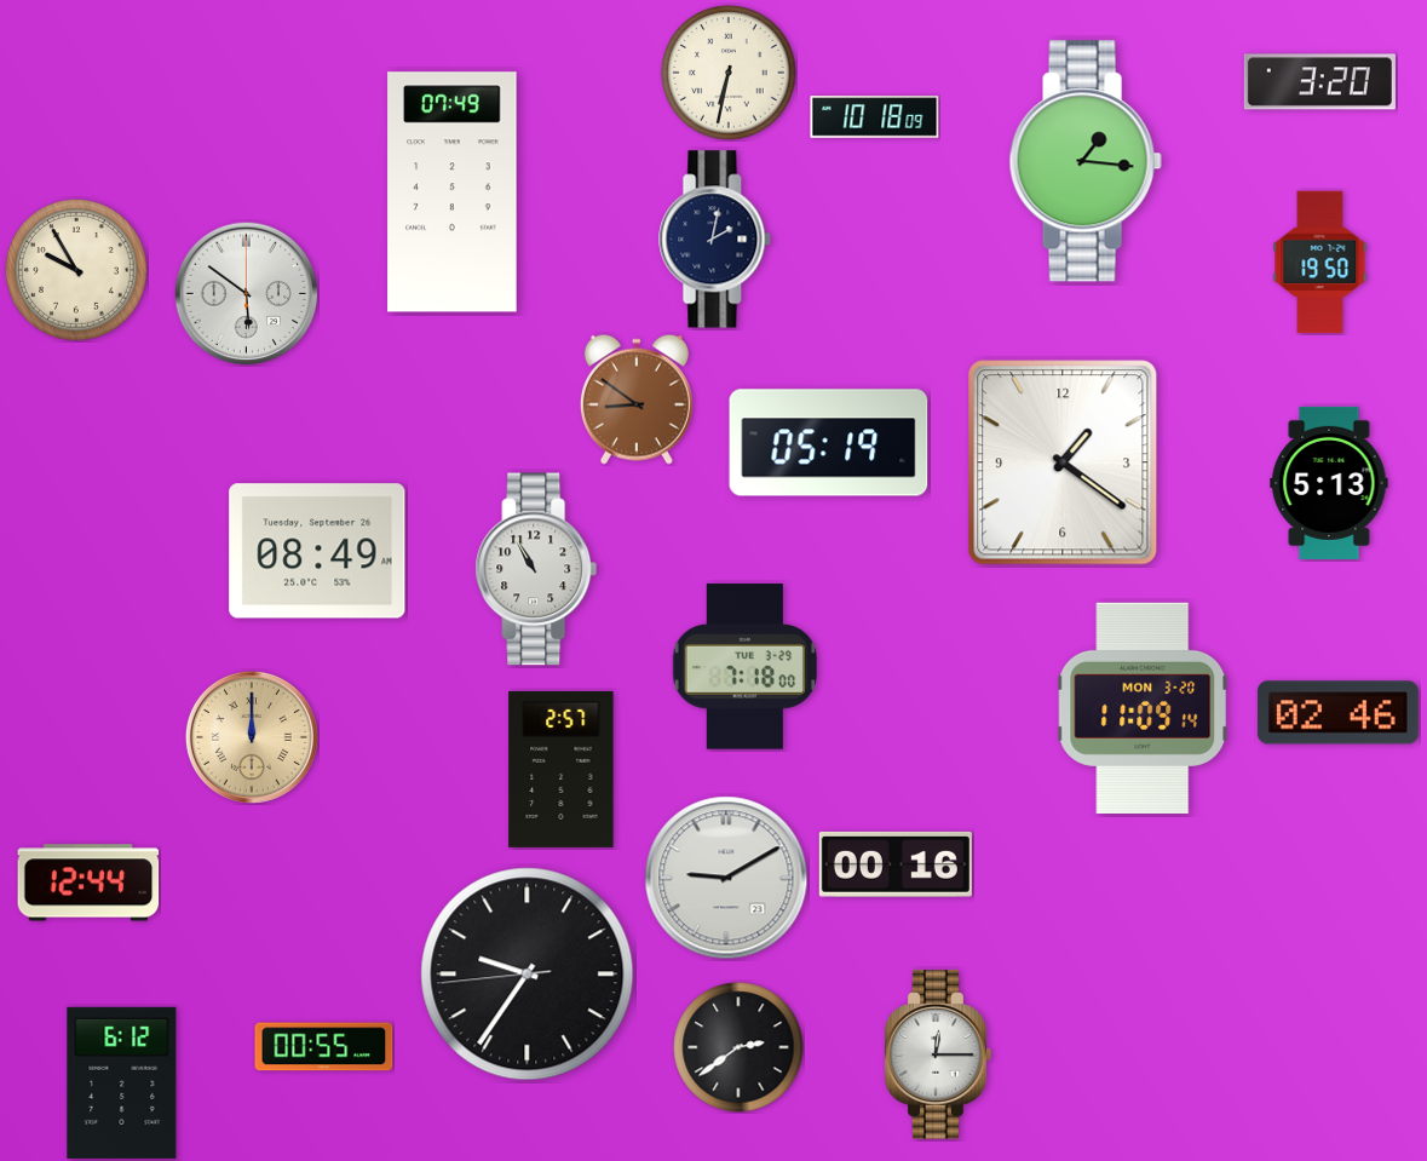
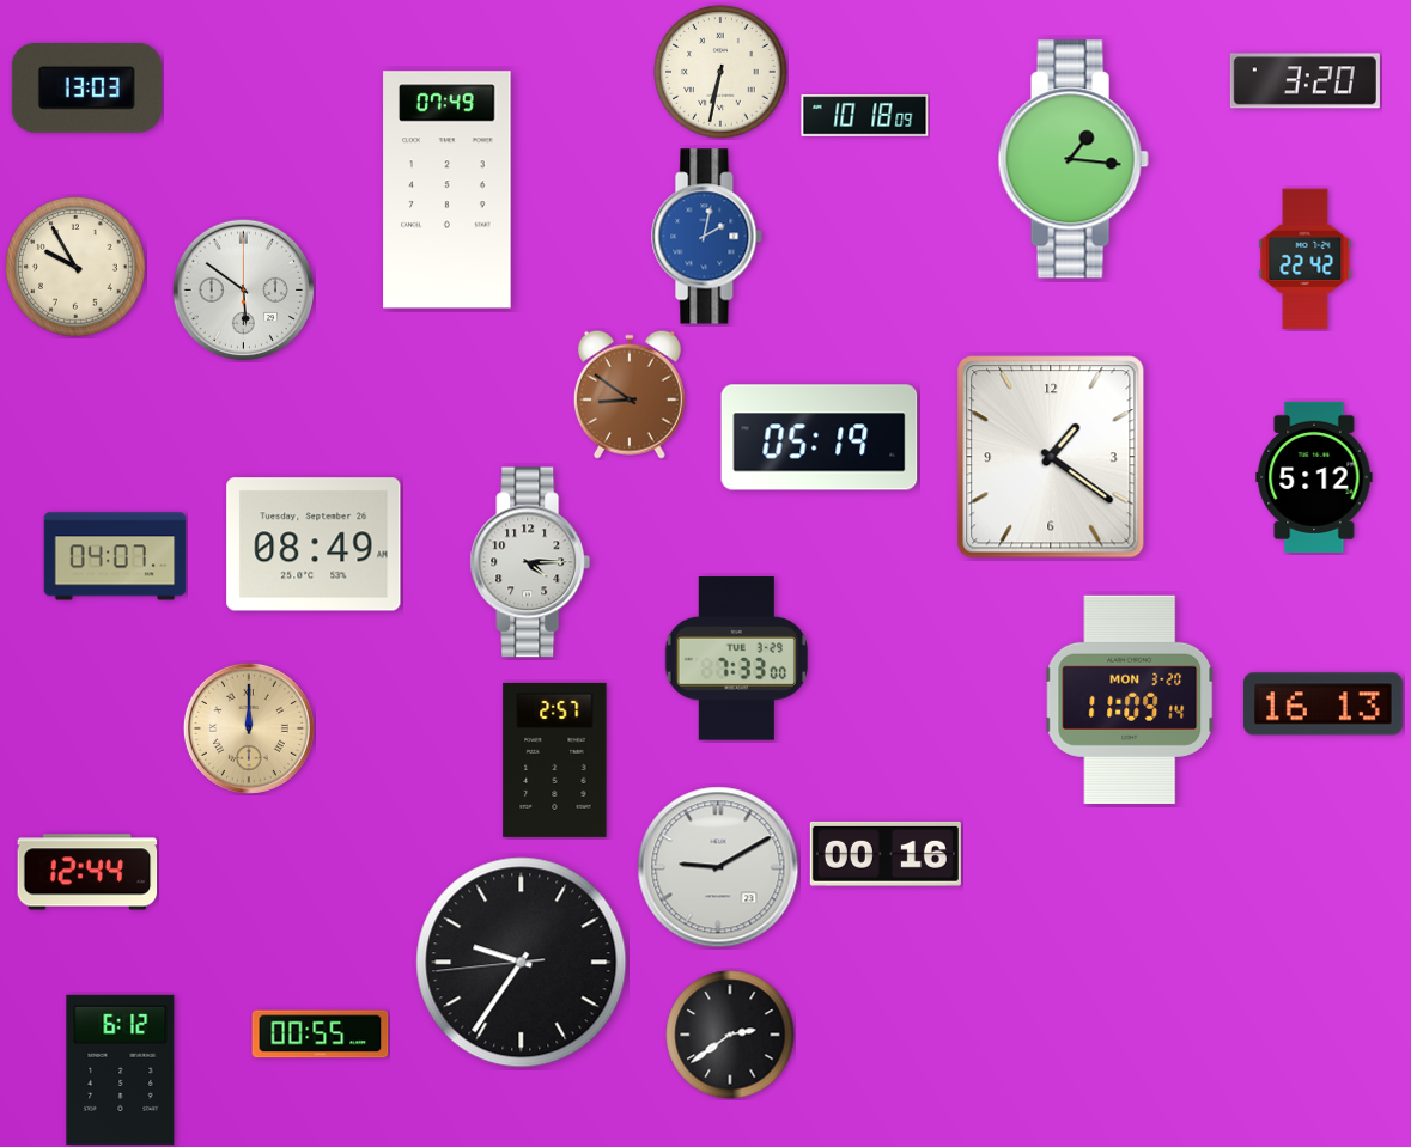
clock at (86, 87): none -> 13:03
clock at (715, 240) dial: navy -> blue
clock at (1320, 263): 19:50 -> 22:42
clock at (1329, 483): 5:13 -> 5:12
clock at (115, 556): none -> 04:07
clock at (536, 569): 10:55 -> 4:15
clock at (744, 667): 7:18 -> 7:33
clock at (1337, 713): 02:46 -> 16:13
clock at (938, 1054): 12:15 -> none
